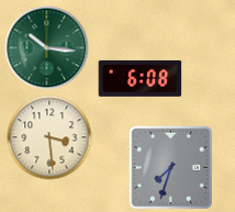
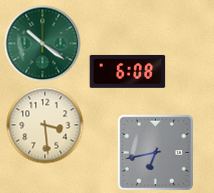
clock at (47, 48): 10:16 -> 10:21
clock at (170, 167): 7:33 -> 6:43
